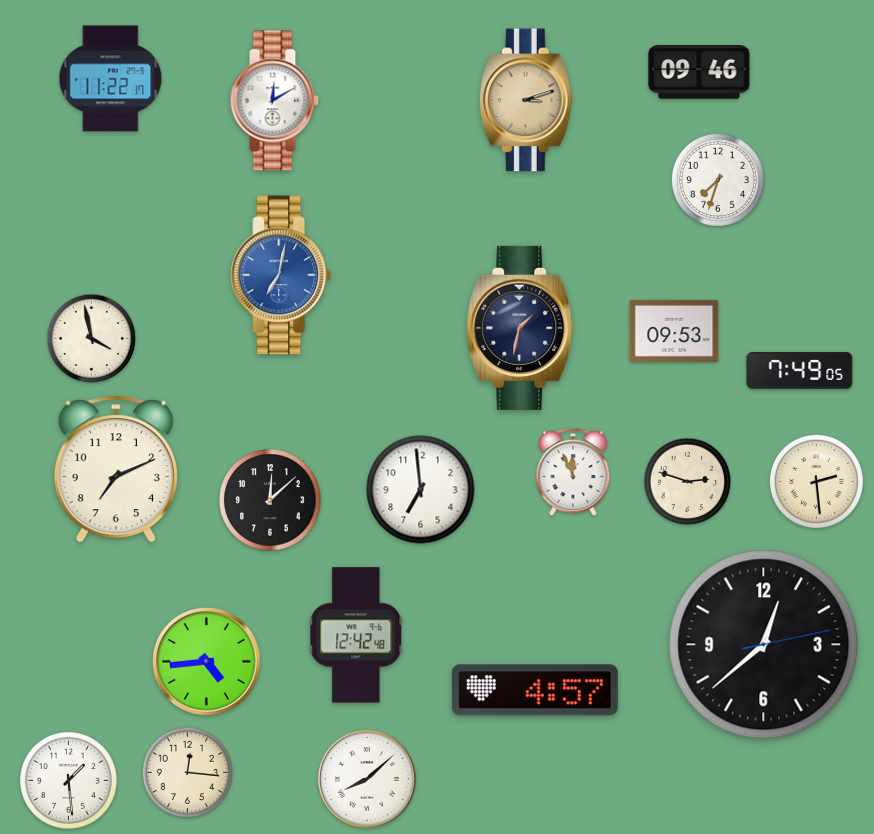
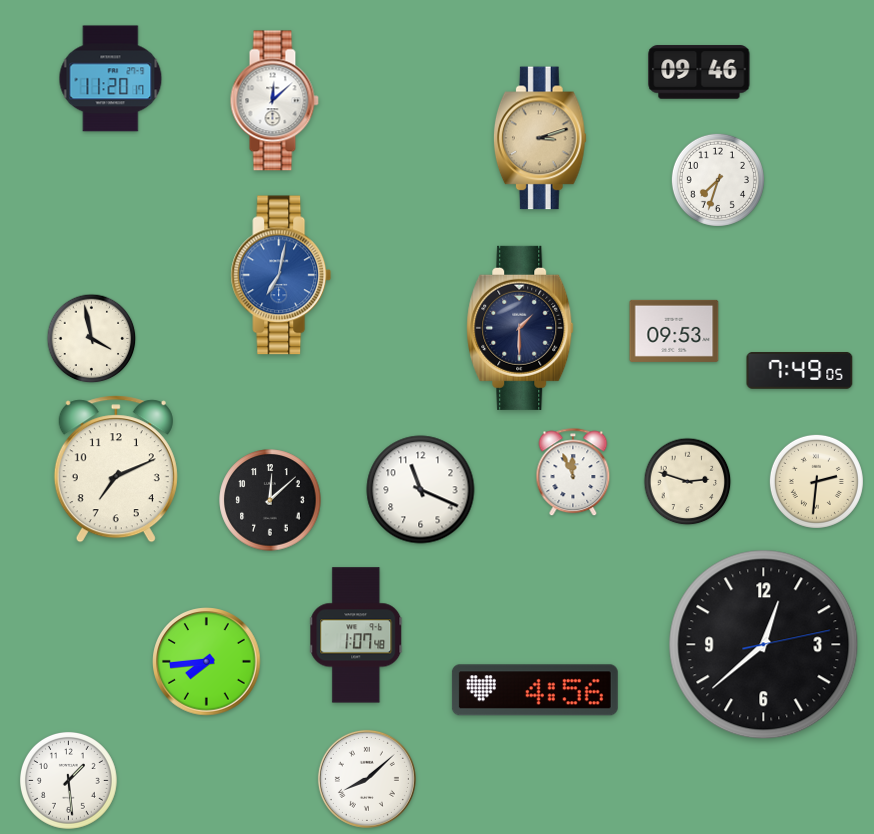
clock at (111, 79): 11:22 -> 11:20
clock at (526, 100) position: (526, 100) -> (540, 138)
clock at (274, 101): 12:10 -> 12:08
clock at (520, 328): 1:32 -> 1:30
clock at (816, 481): 2:29 -> 2:31
clock at (421, 490): 6:59 -> 11:19
clock at (357, 635): 12:42 -> 1:07
clock at (207, 662): 4:44 -> 7:44
clock at (535, 690): 4:57 -> 4:56
clock at (188, 773): 12:16 -> none
